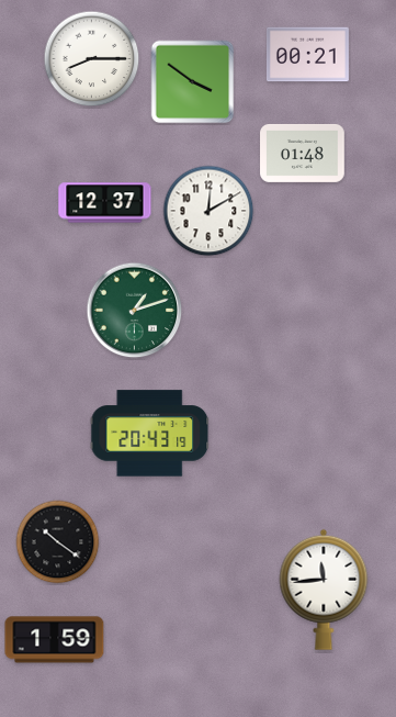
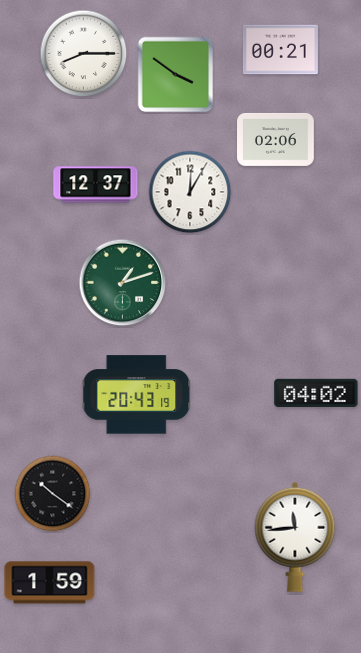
clock at (303, 153): 01:48 -> 02:06
clock at (208, 211): 12:10 -> 12:05
clock at (316, 393): none -> 04:02
